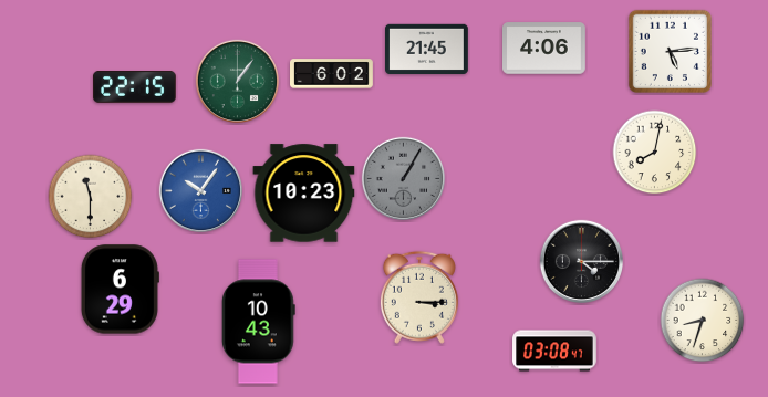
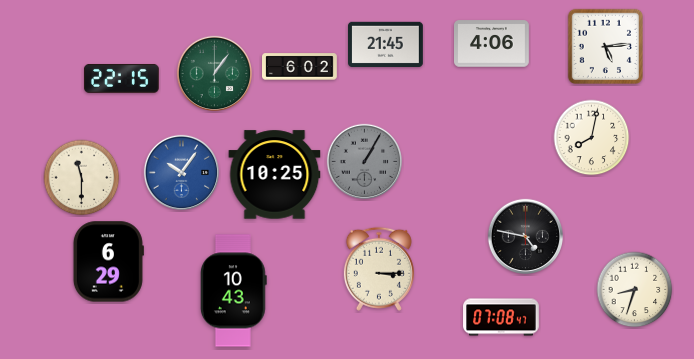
clock at (304, 194): 10:23 -> 10:25
clock at (581, 261): 4:15 -> 4:47
clock at (554, 351): 03:08 -> 07:08
